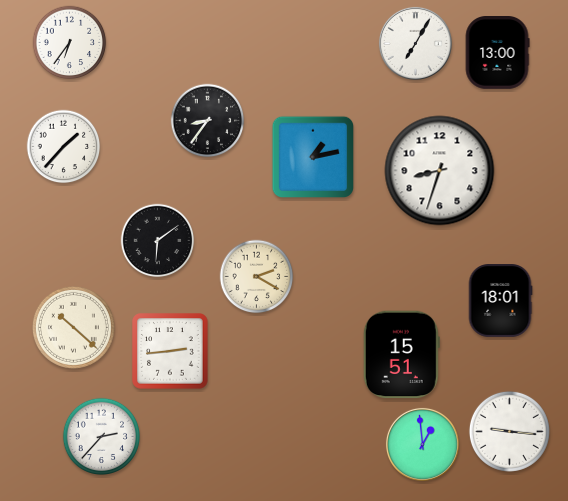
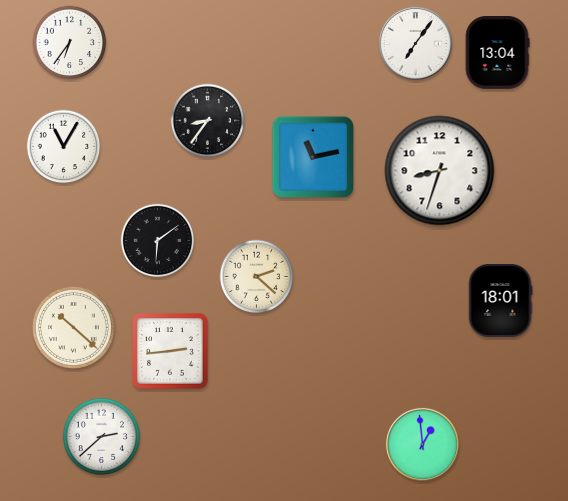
clock at (415, 43): 7:05 -> 7:06
clock at (497, 53): 13:00 -> 13:04
clock at (64, 147): 1:37 -> 11:05
clock at (312, 156): 1:13 -> 11:13
clock at (257, 277): 2:20 -> 2:22
clock at (401, 355): 15:51 -> none
clock at (509, 431): 9:16 -> none
clock at (101, 436): 2:37 -> 2:38
